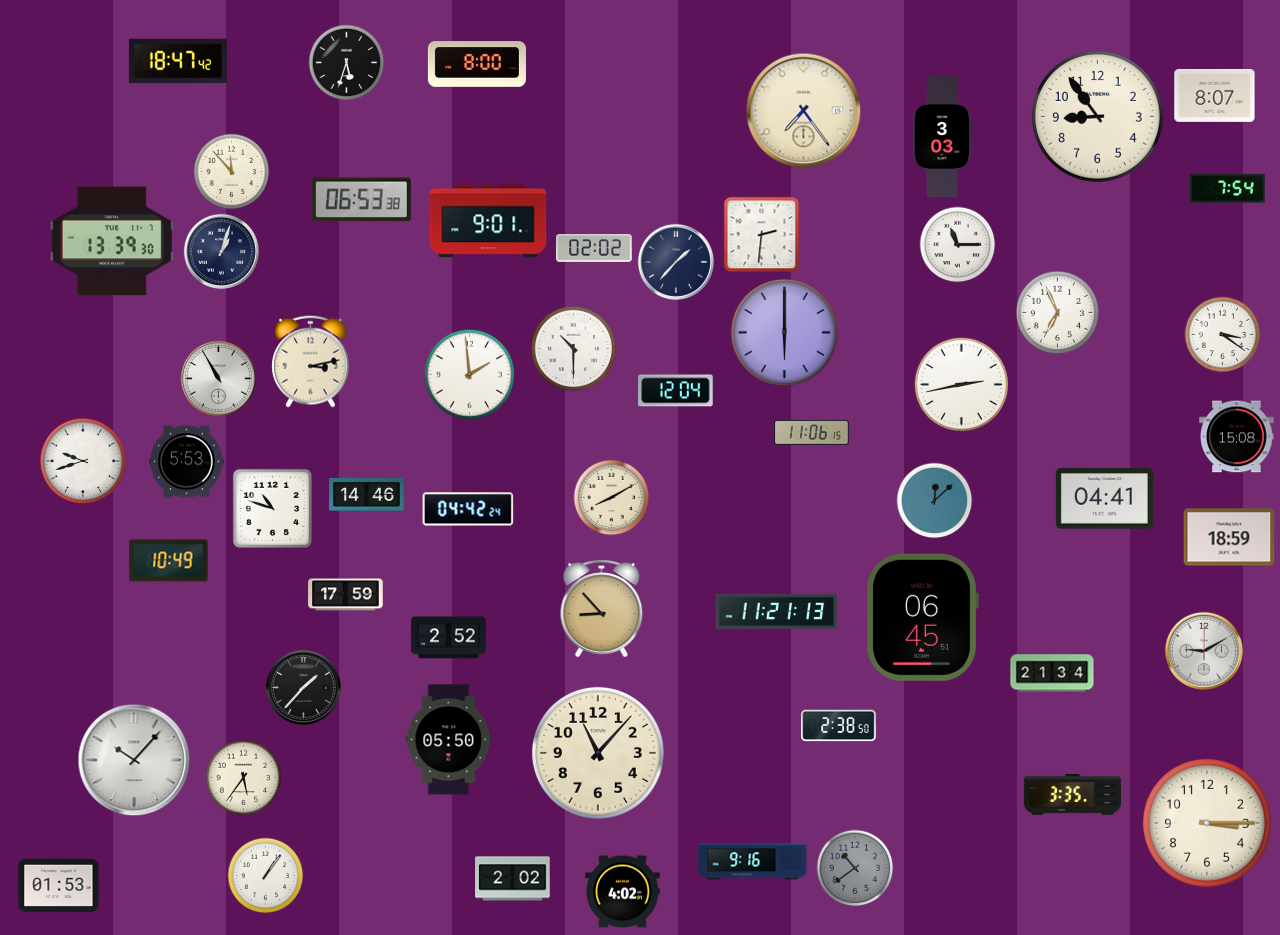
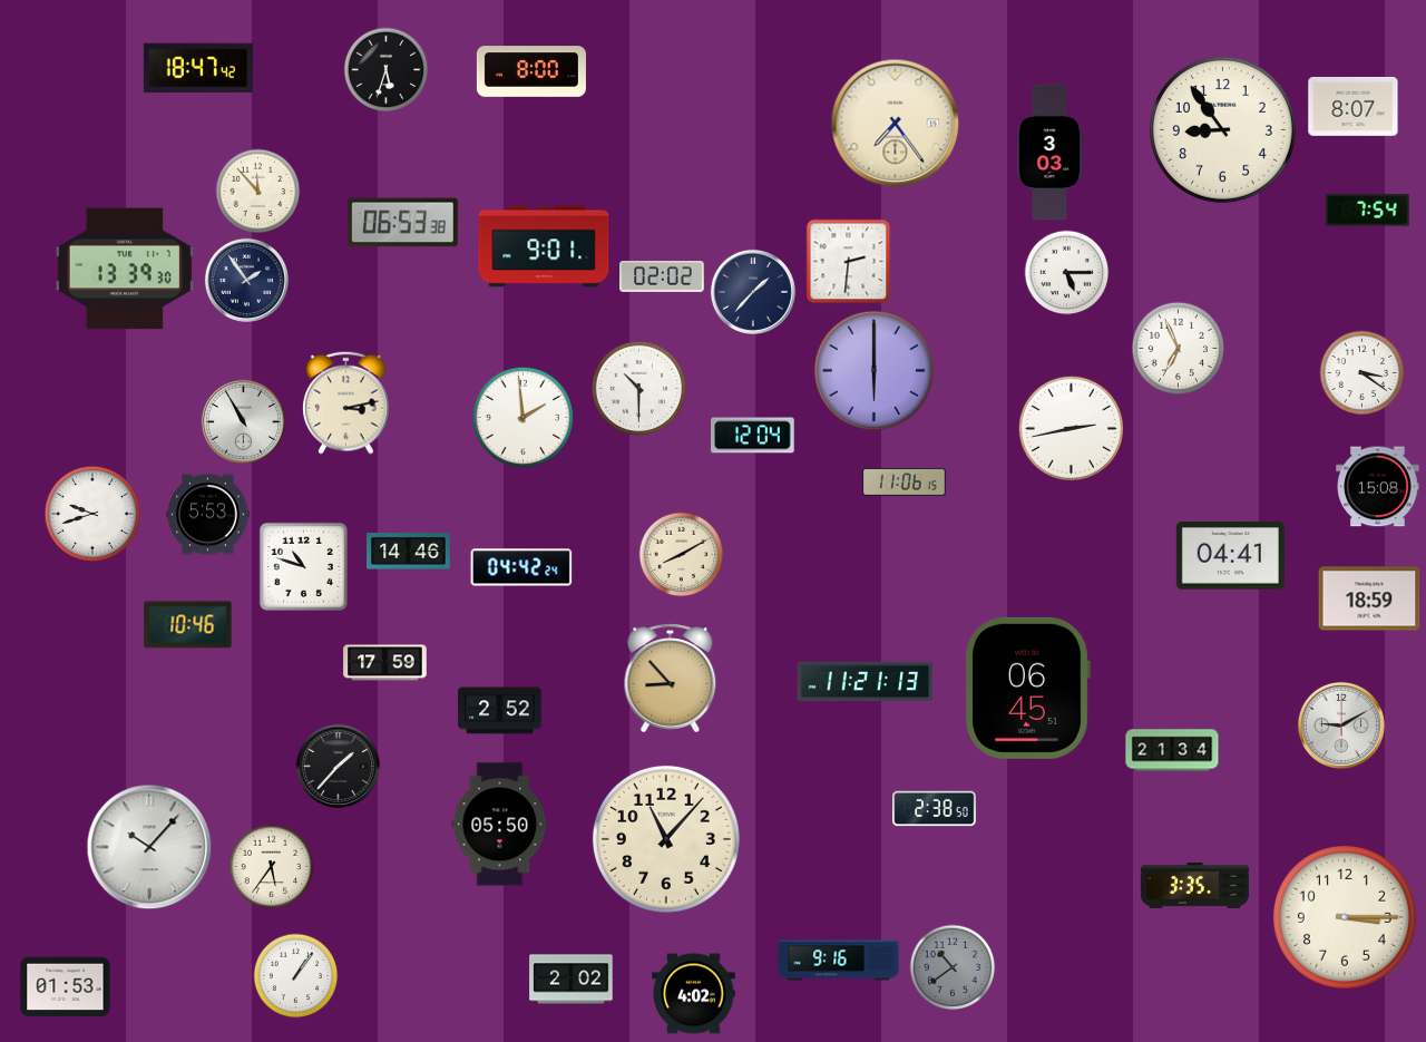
clock at (958, 245): 11:15 -> 5:15
clock at (221, 251): 1:03 -> 1:54
clock at (935, 501): 12:08 -> none
clock at (169, 561): 10:49 -> 10:46
